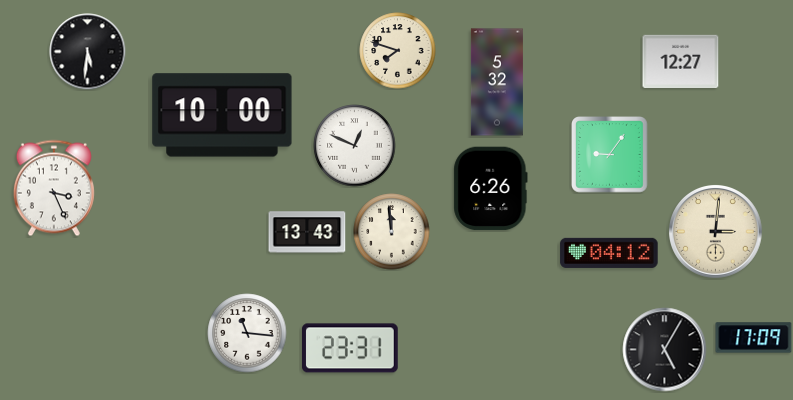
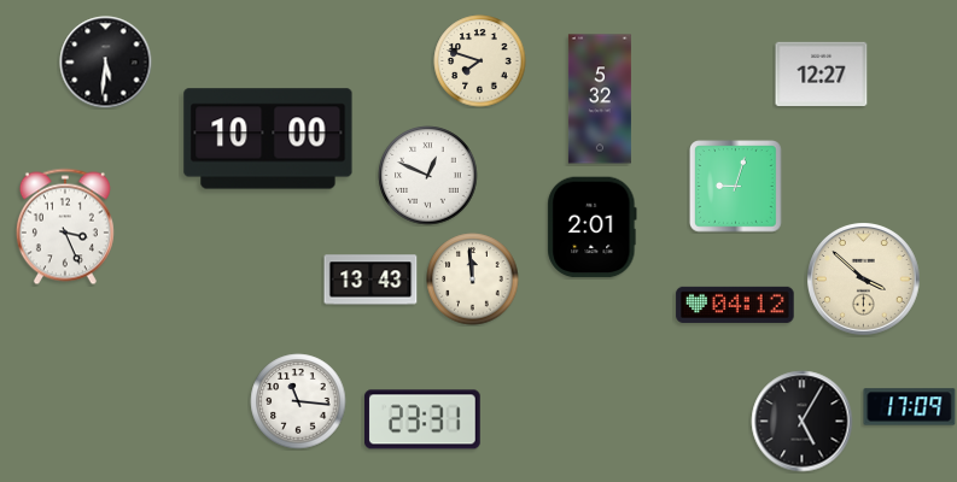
clock at (610, 155): 9:06 -> 9:03
clock at (491, 189): 6:26 -> 2:01
clock at (716, 232): 3:01 -> 3:52
